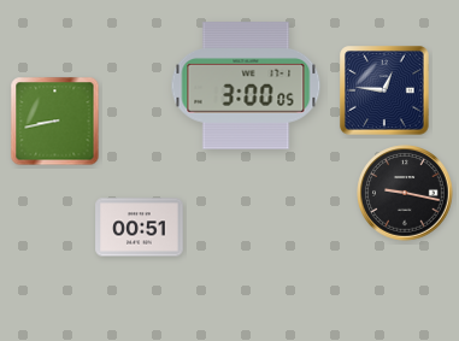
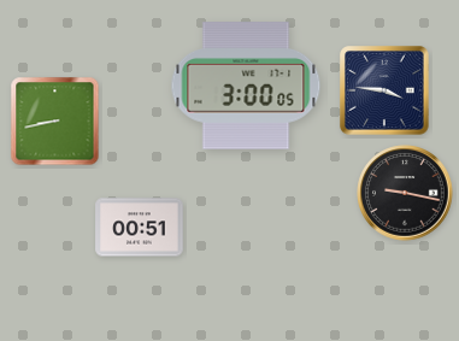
clock at (384, 90): 12:46 -> 3:46
